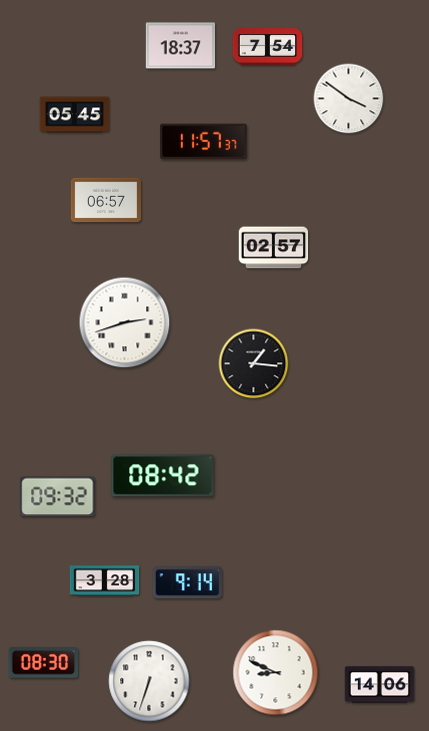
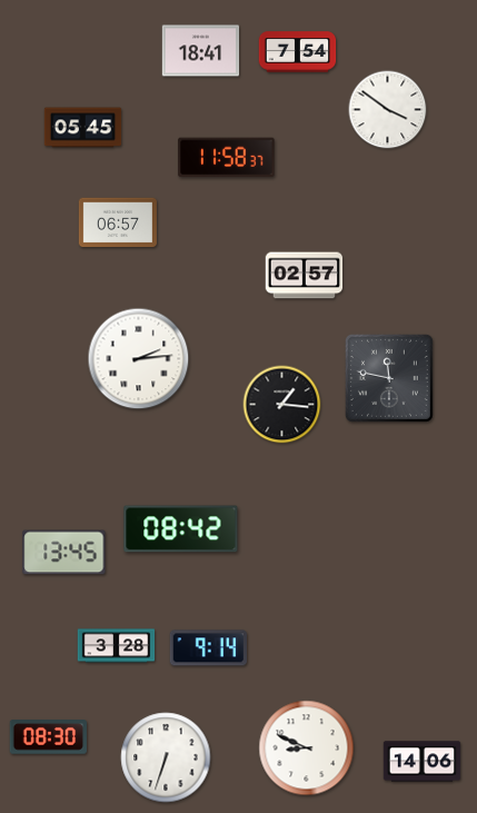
clock at (181, 46): 18:37 -> 18:41
clock at (204, 142): 11:57 -> 11:58
clock at (125, 323): 2:42 -> 2:14
clock at (389, 378): none -> 11:47
clock at (58, 497): 09:32 -> 13:45
